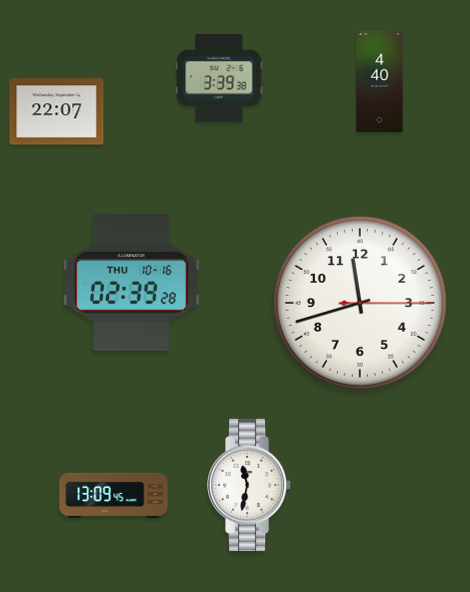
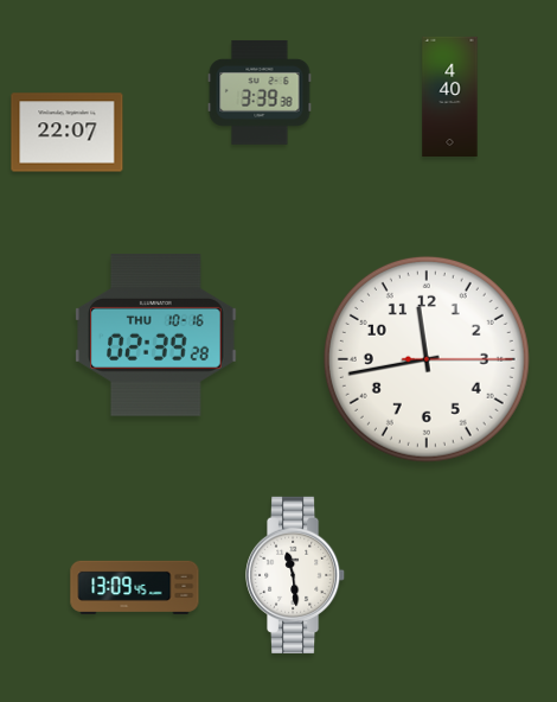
clock at (360, 303): 11:42 -> 11:43
clock at (250, 485): 11:32 -> 11:29
